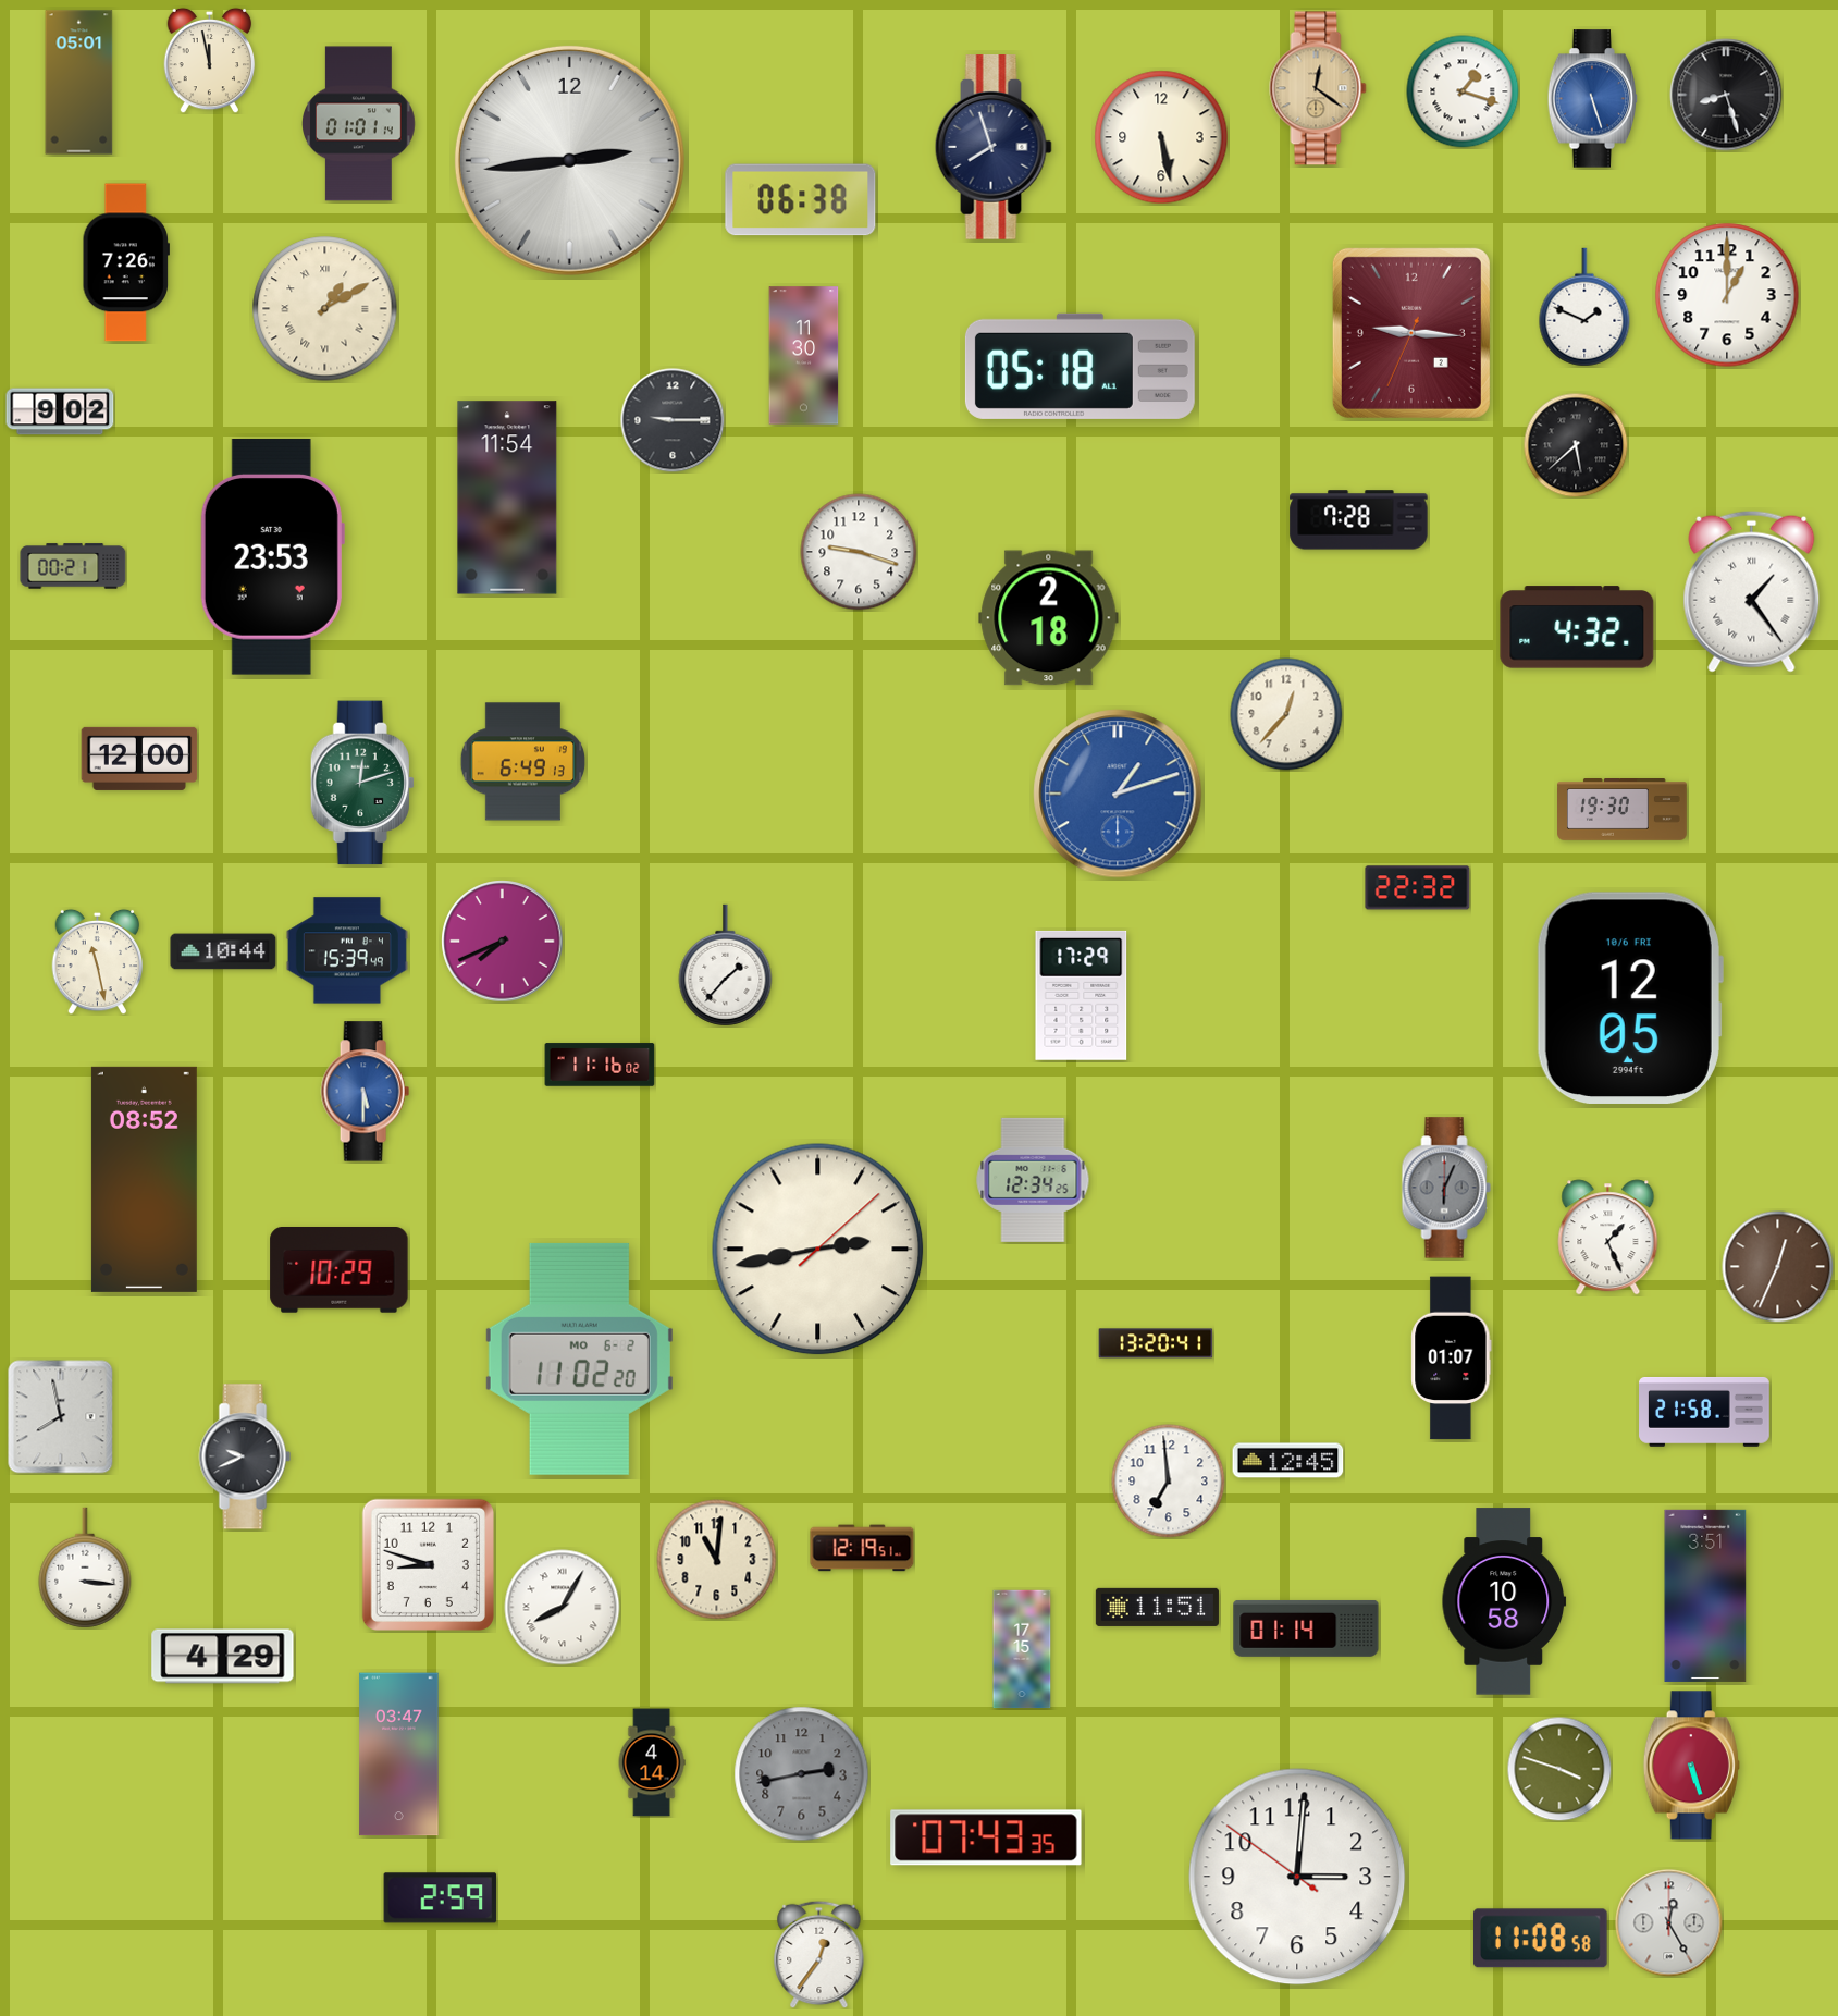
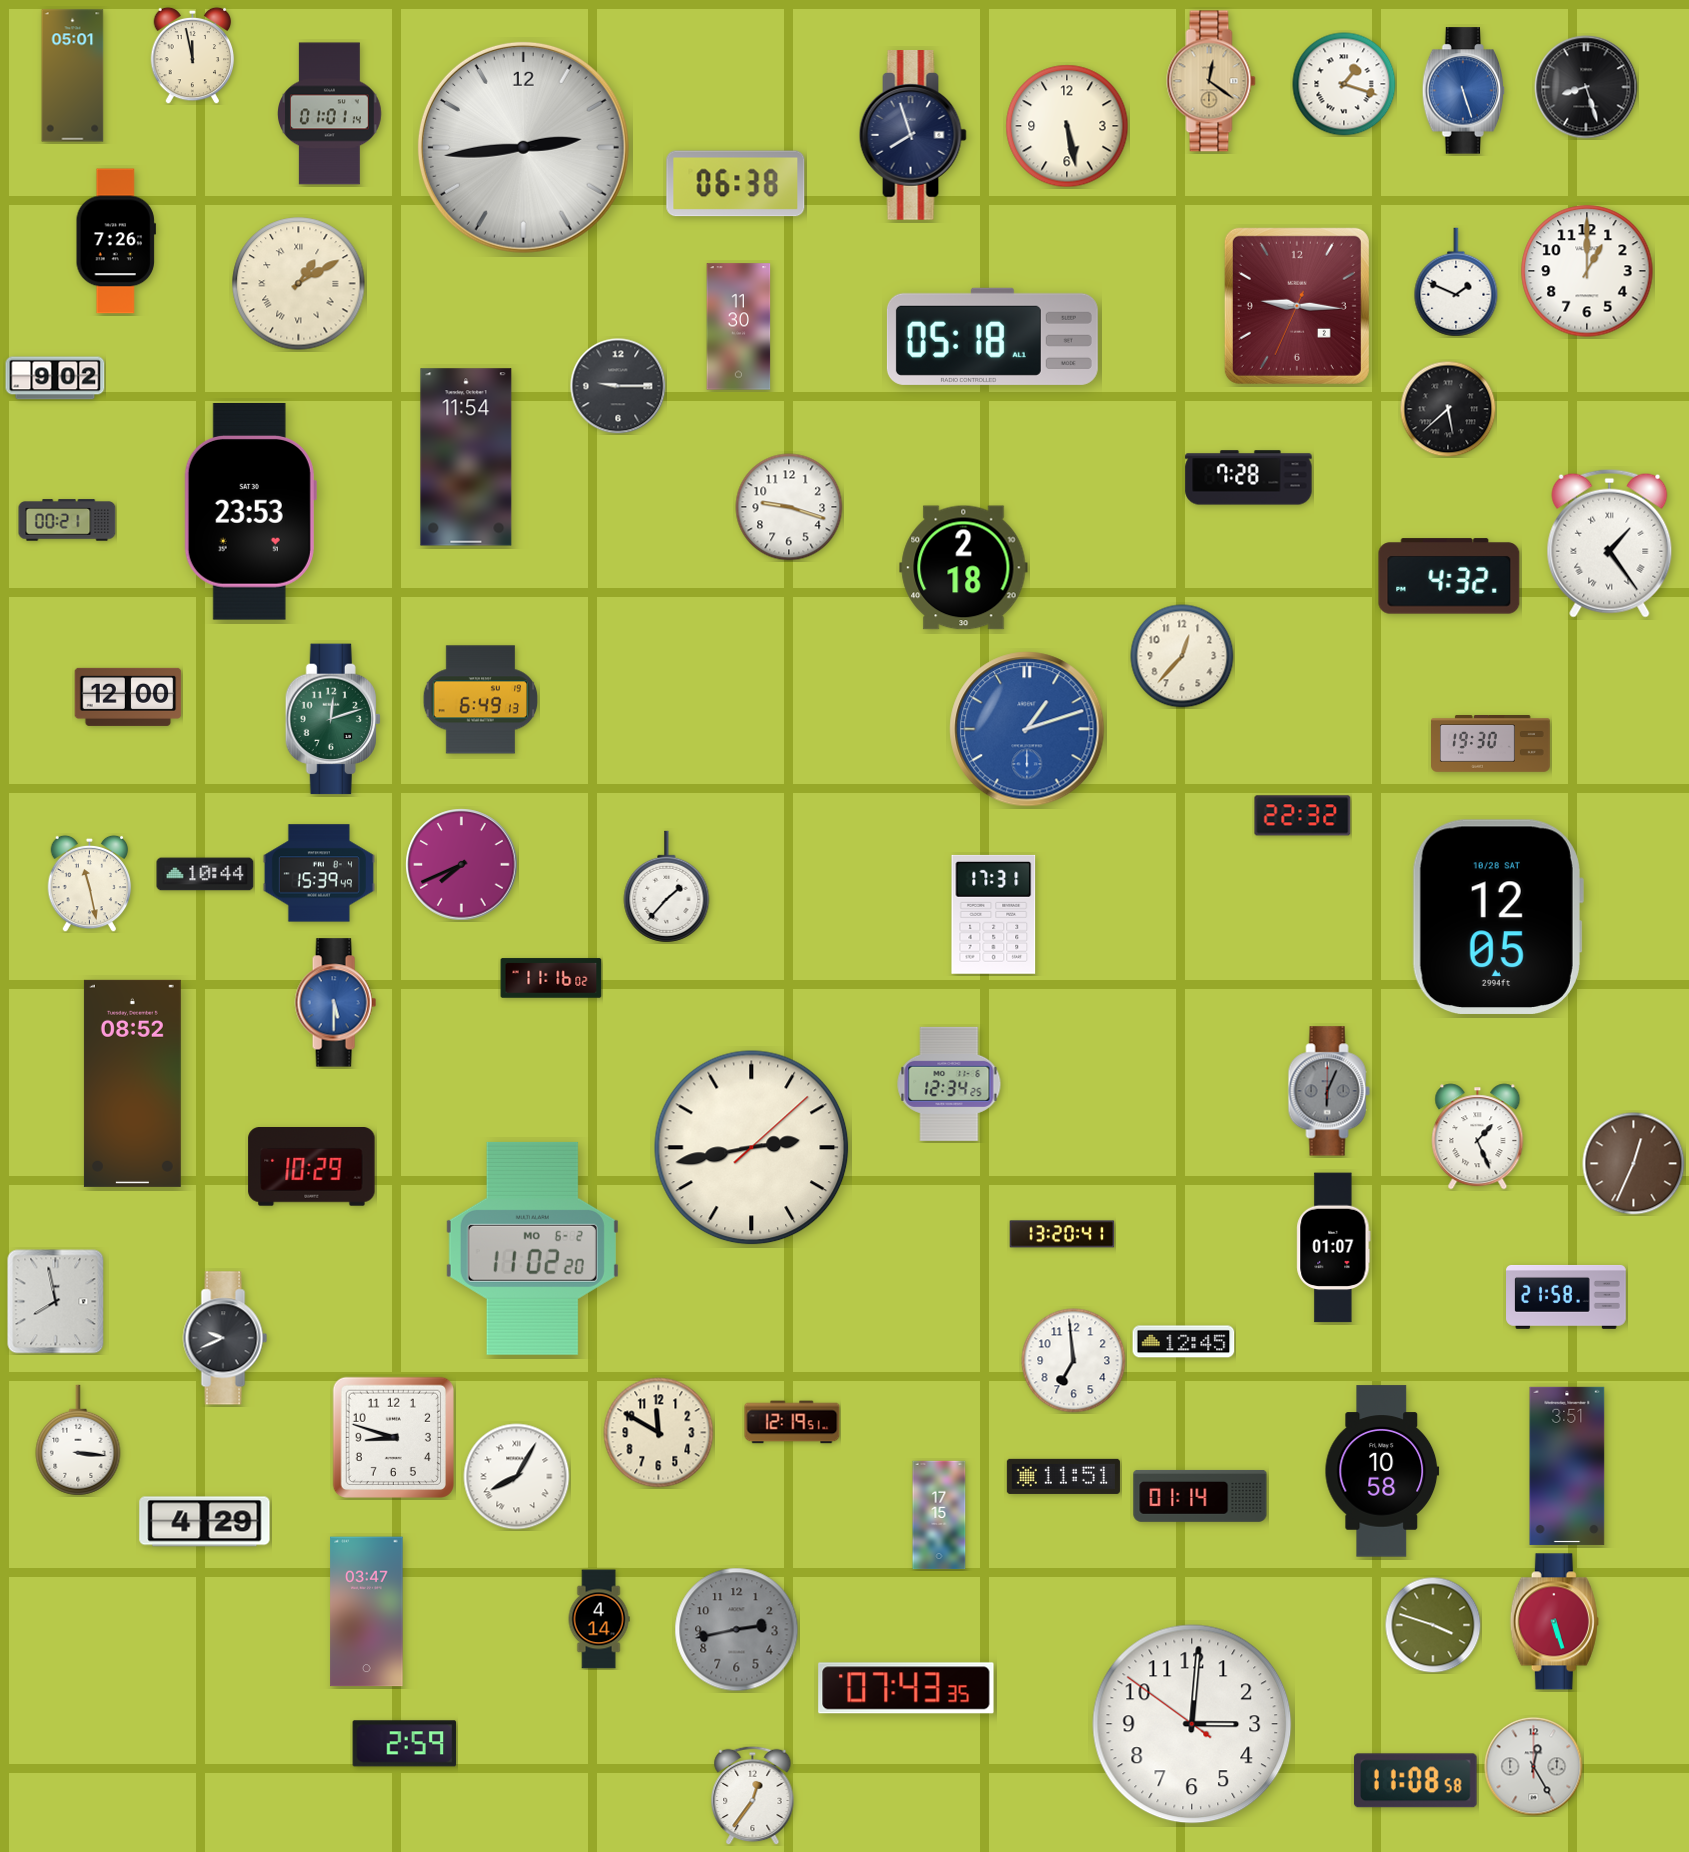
clock at (1082, 995): 17:29 -> 17:31
clock at (1629, 998) date: 10/6 FRI -> 10/28 SAT
clock at (717, 1560): 11:01 -> 11:50
